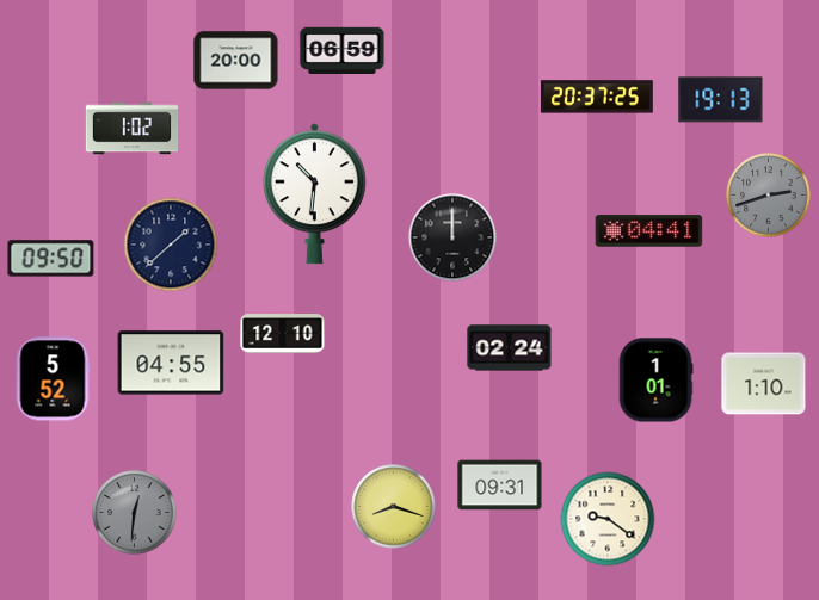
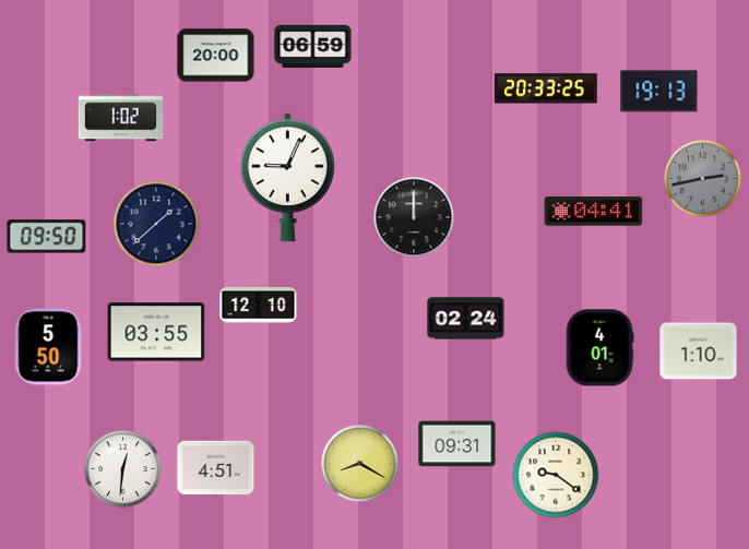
clock at (597, 97): 20:37 -> 20:33
clock at (314, 194): 10:31 -> 9:04
clock at (769, 196): 2:42 -> 2:43
clock at (171, 363): 04:55 -> 03:55
clock at (53, 379): 5:52 -> 5:50
clock at (655, 381): 1:01 -> 4:01
clock at (394, 507): 8:18 -> 8:20
clock at (216, 468): none -> 4:51
clock at (135, 513) dial: grey -> white
